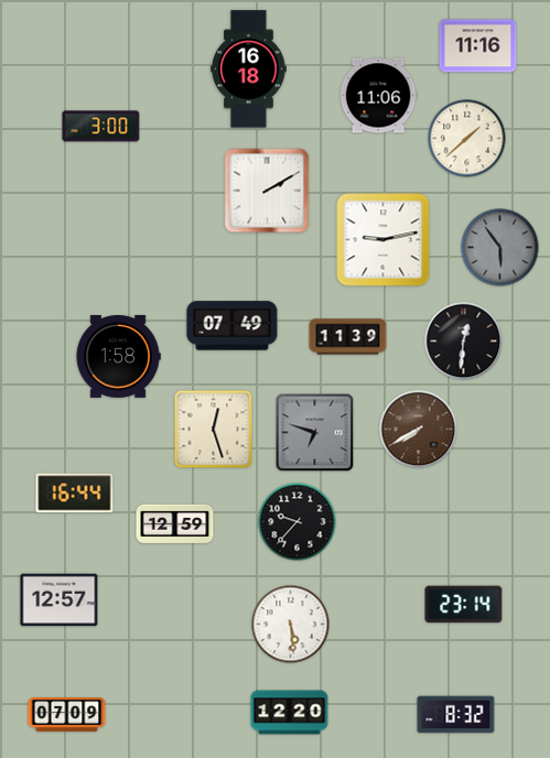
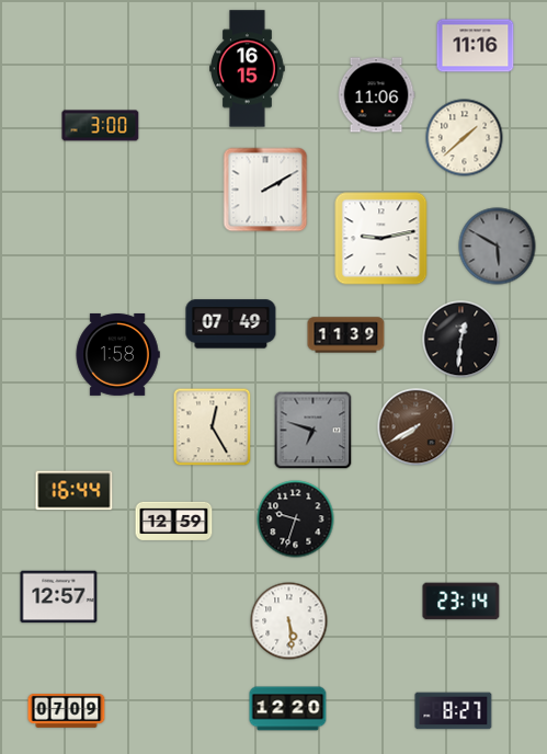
clock at (249, 69): 16:18 -> 16:15
clock at (500, 248): 5:54 -> 5:50
clock at (214, 430): 12:27 -> 12:25
clock at (298, 522): 9:37 -> 9:33
clock at (456, 715): 8:32 -> 8:27
